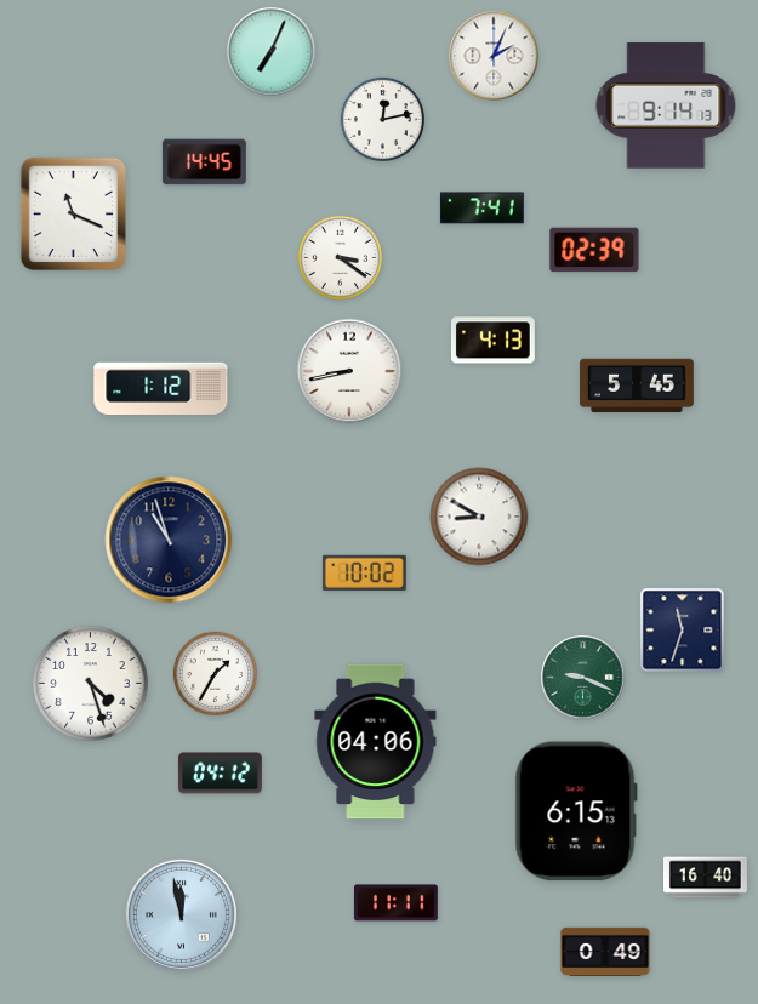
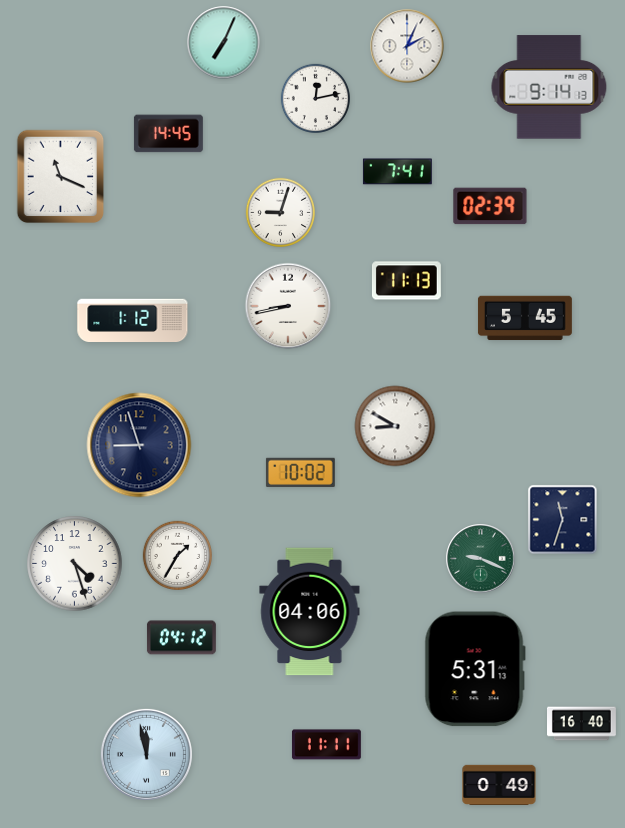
clock at (340, 257): 3:21 -> 9:03
clock at (492, 341): 4:13 -> 11:13
clock at (169, 540): 10:57 -> 8:57
clock at (576, 811): 6:15 -> 5:31
clock at (181, 914) position: (181, 914) -> (146, 754)
